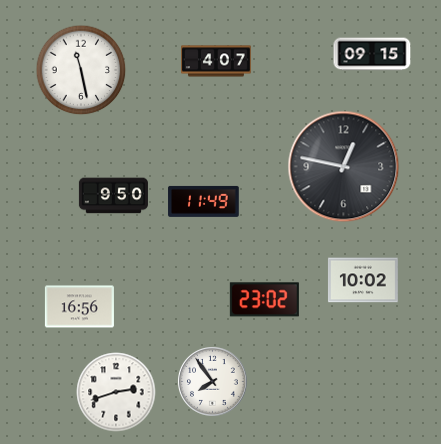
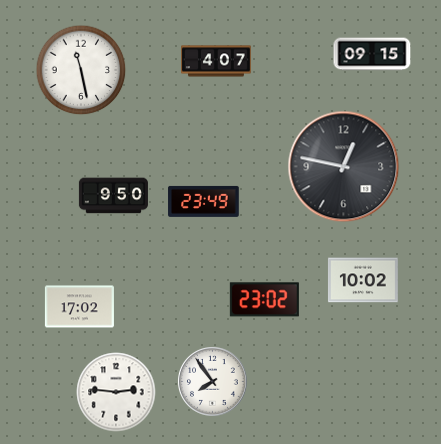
clock at (204, 201): 11:49 -> 23:49
clock at (79, 307): 16:56 -> 17:02
clock at (116, 392): 2:42 -> 2:46
